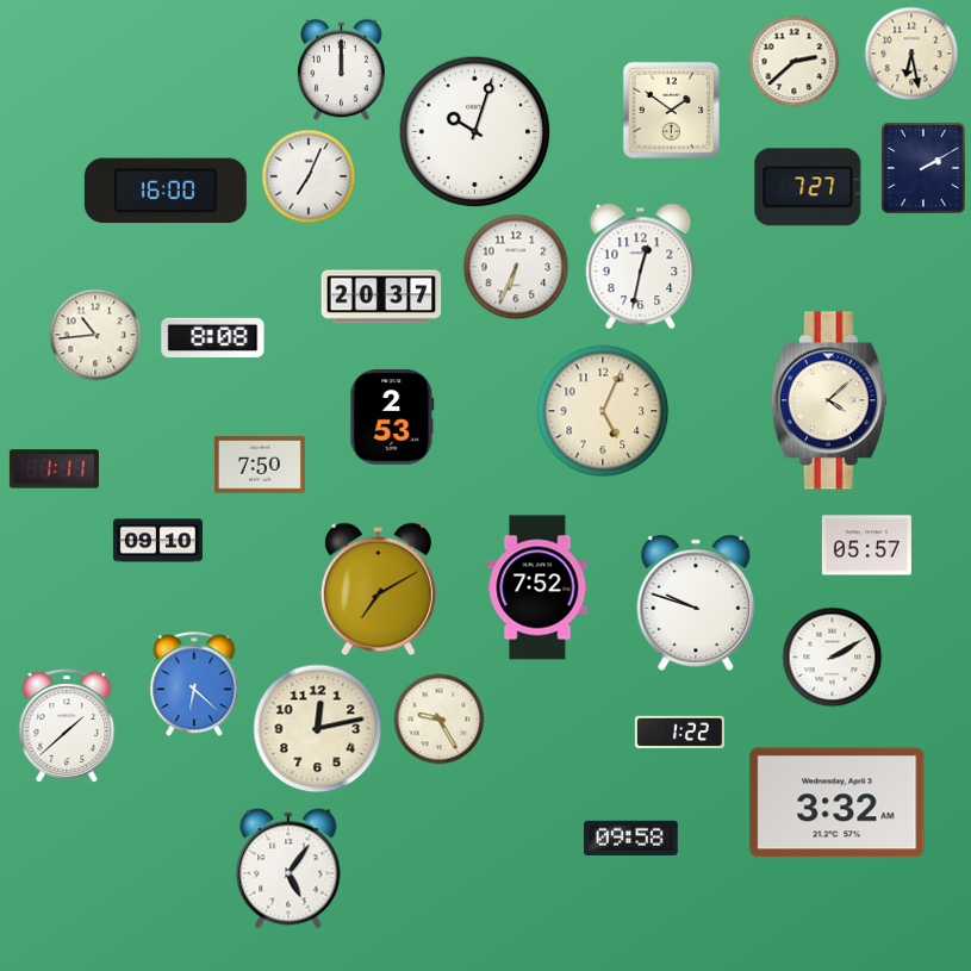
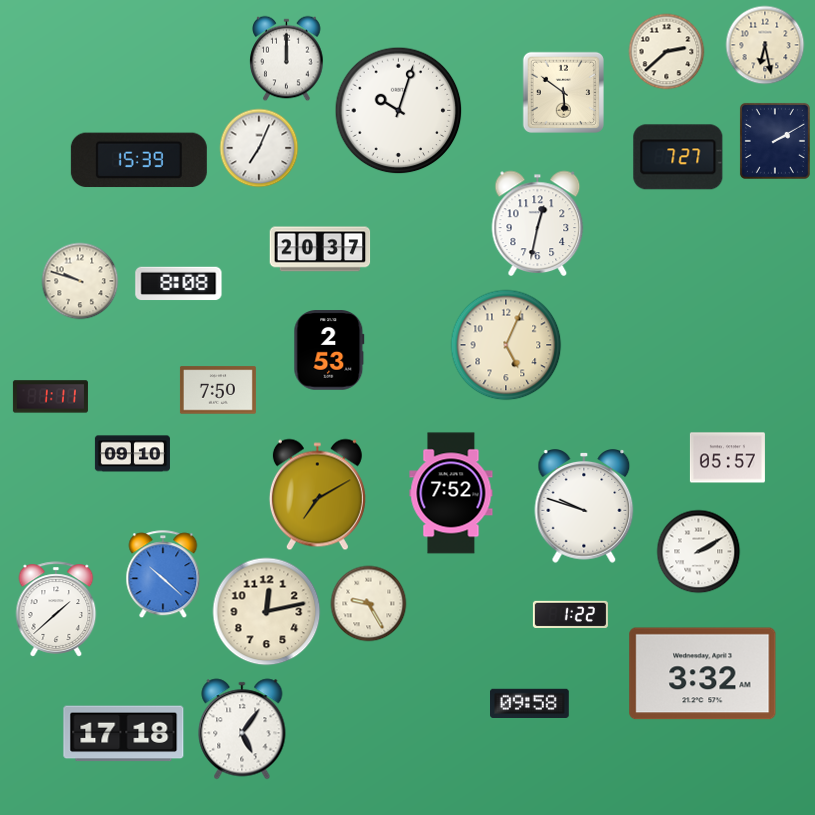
clock at (671, 110): 1:51 -> 5:51
clock at (166, 191): 16:00 -> 15:39
clock at (516, 267): 6:34 -> none
clock at (95, 335): 10:44 -> 9:48
clock at (829, 400): 4:08 -> none
clock at (54, 469) position: (54, 469) -> (50, 397)
clock at (194, 685): 6:22 -> 10:22
clock at (124, 734): none -> 17:18
